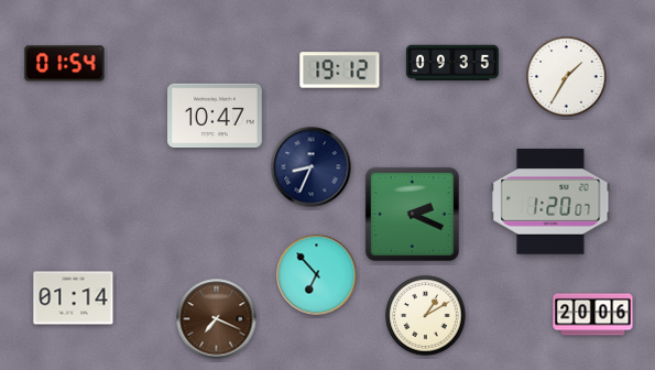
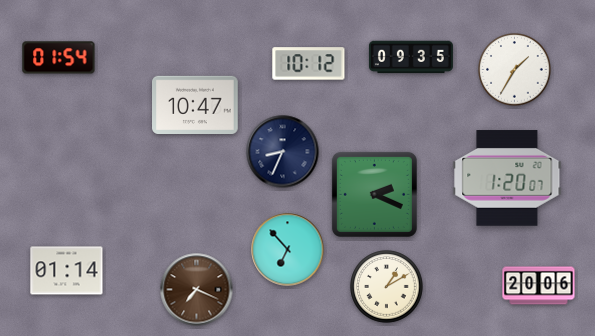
clock at (340, 70): 19:12 -> 10:12
clock at (550, 202) position: (550, 202) -> (507, 178)
